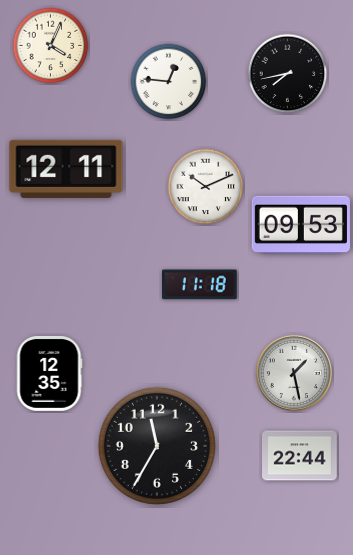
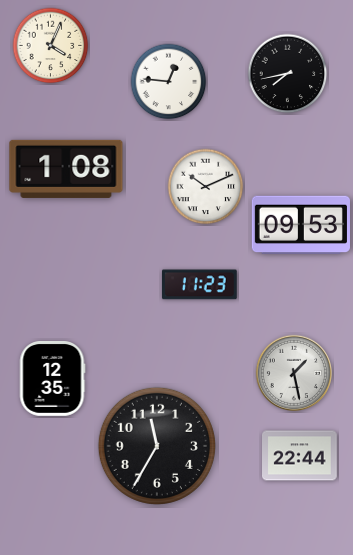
clock at (66, 169): 12:11 -> 1:08
clock at (199, 285): 11:18 -> 11:23
clock at (49, 374) position: (49, 374) -> (52, 379)
